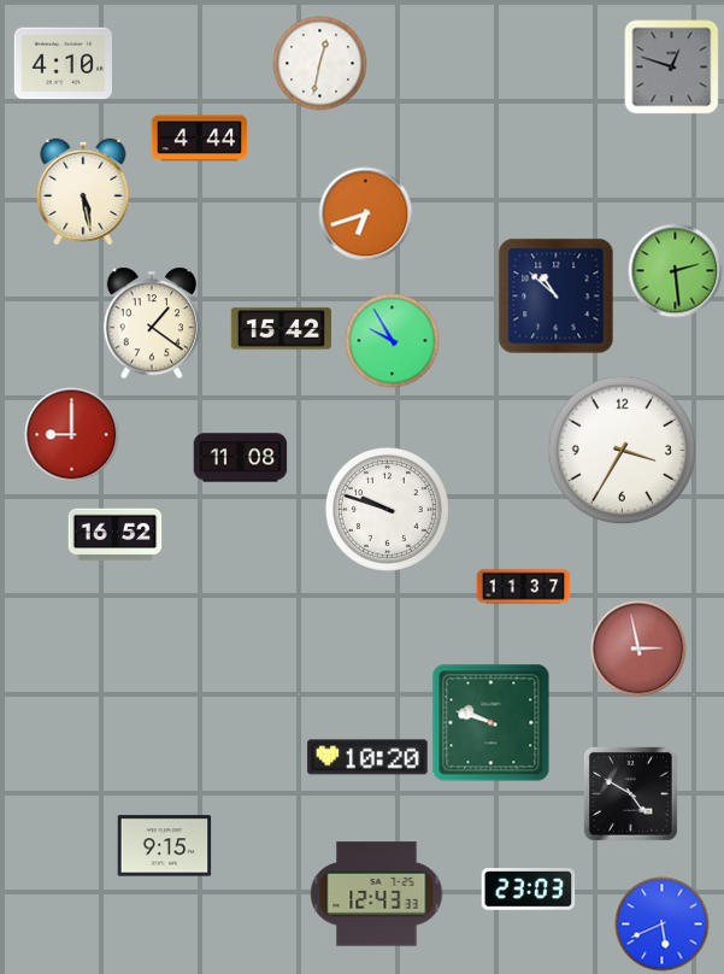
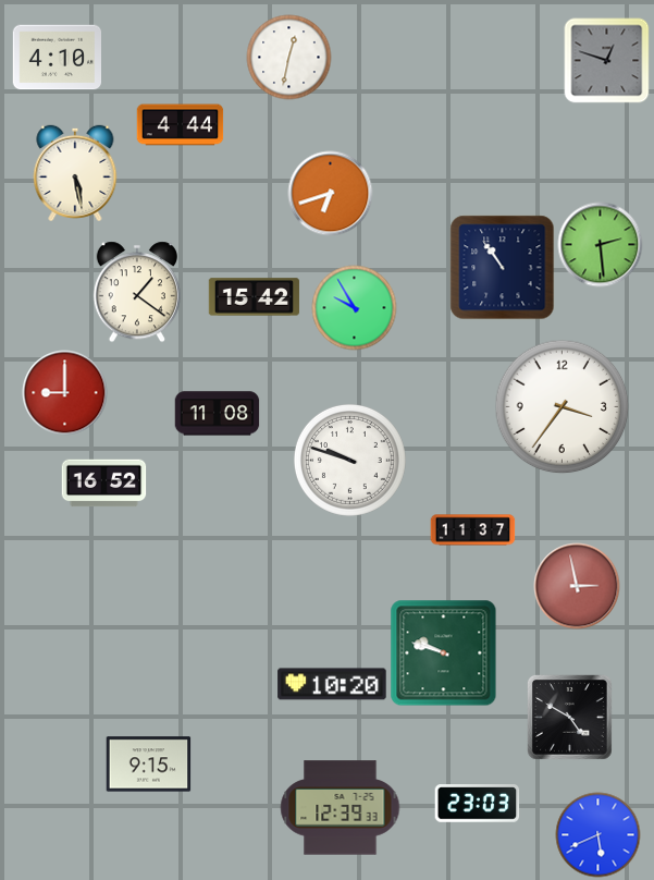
clock at (675, 270) position: (675, 270) -> (600, 244)
clock at (555, 295): 10:52 -> 10:54
clock at (622, 450): 3:35 -> 3:36
clock at (377, 894): 12:43 -> 12:39
